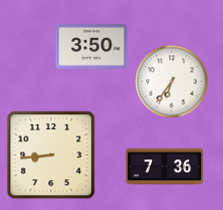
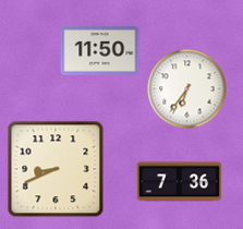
clock at (92, 46): 3:50 -> 11:50
clock at (51, 155): 8:44 -> 8:41
